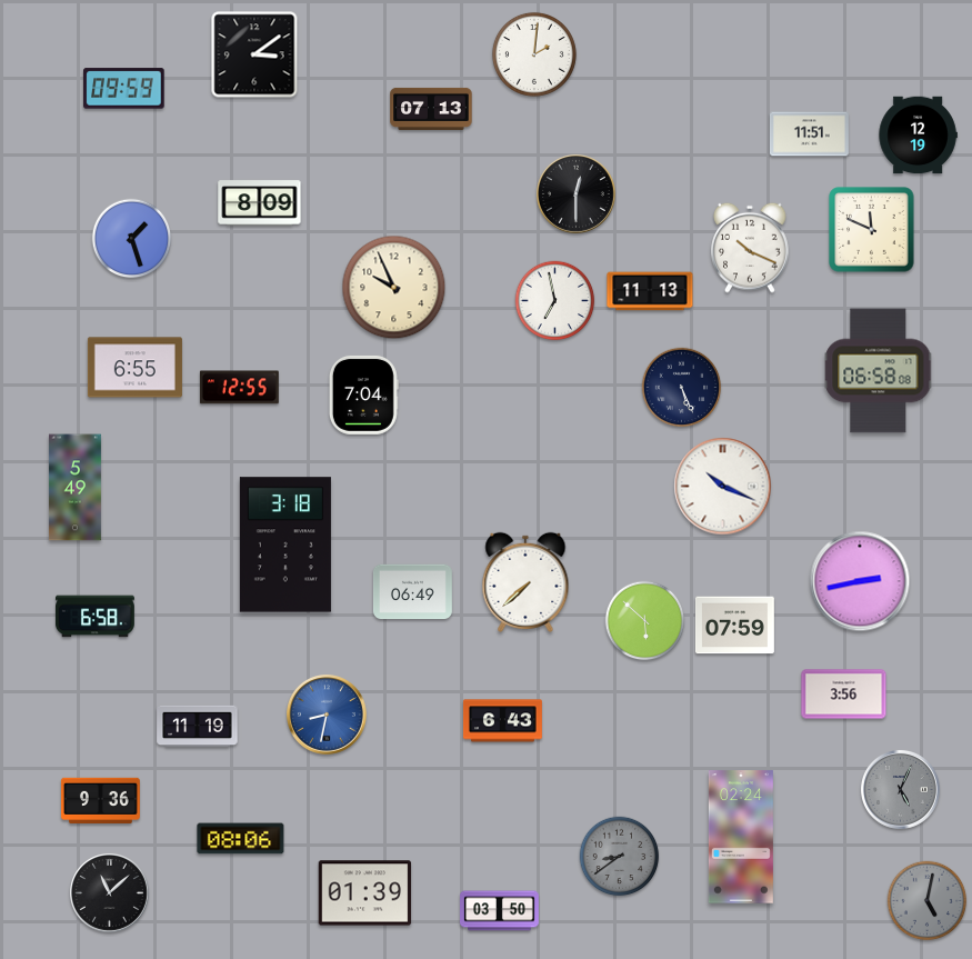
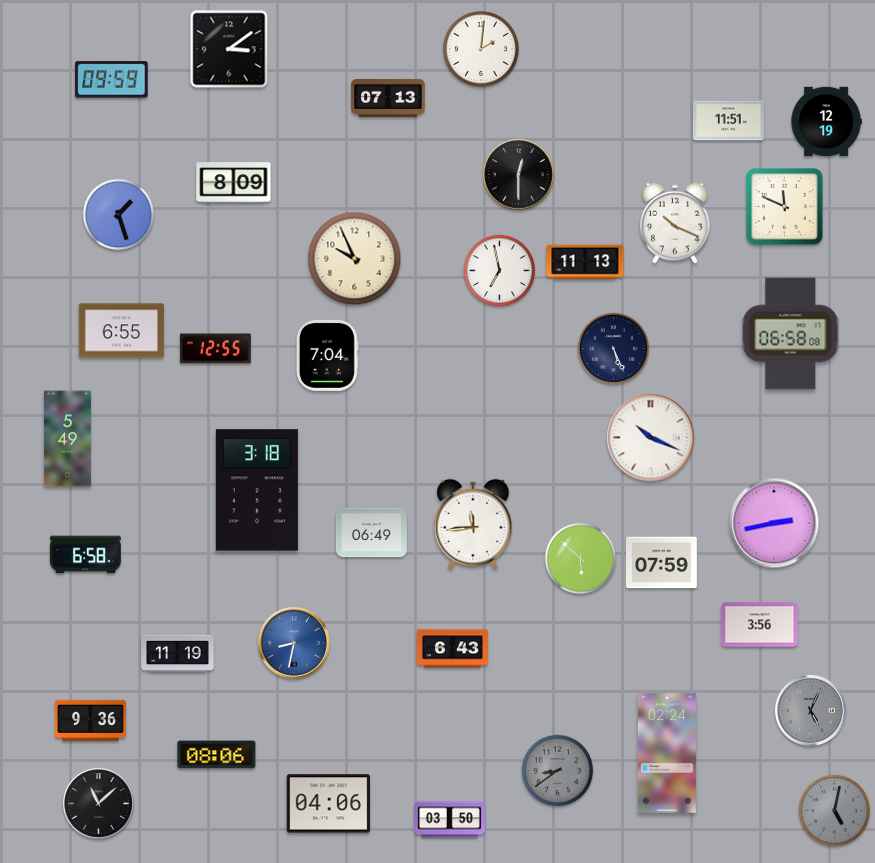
clock at (525, 582): 7:38 -> 11:44
clock at (365, 893): 01:39 -> 04:06
